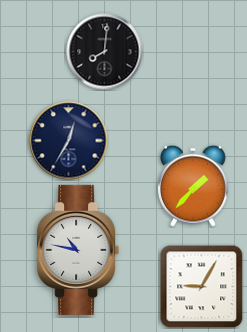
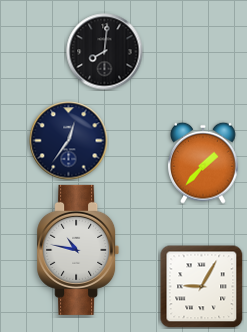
clock at (69, 141): 12:35 -> 12:36
clock at (194, 186) position: (194, 186) -> (204, 163)
